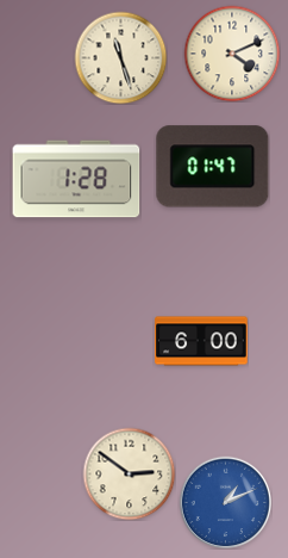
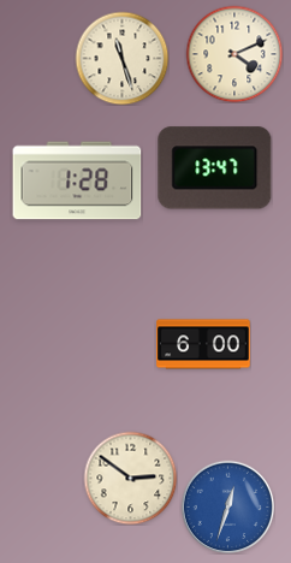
clock at (213, 167): 01:47 -> 13:47
clock at (225, 502): 1:11 -> 12:33
